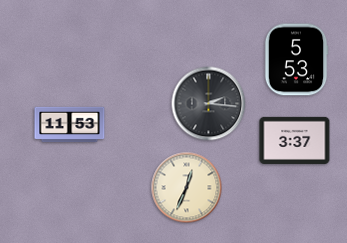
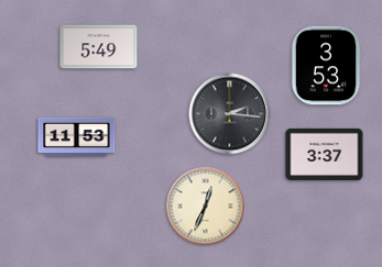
clock at (99, 47): none -> 5:49
clock at (296, 60): 5:53 -> 3:53
